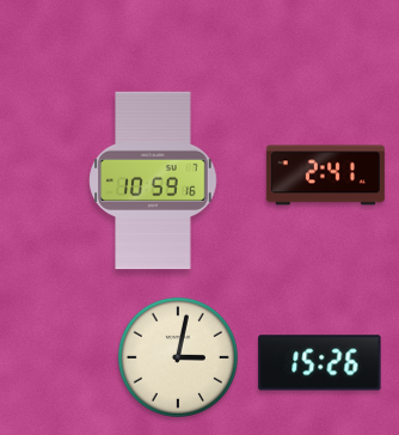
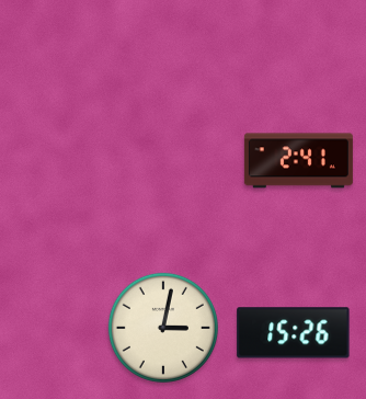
clock at (153, 180): 10:59 -> none
